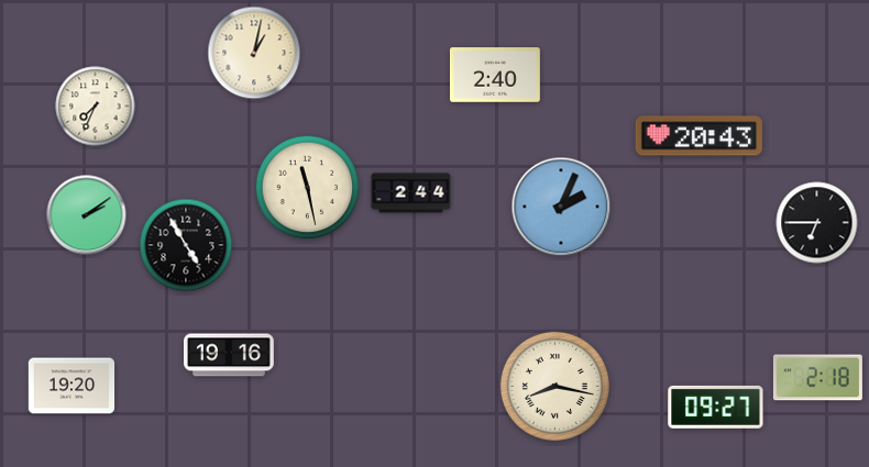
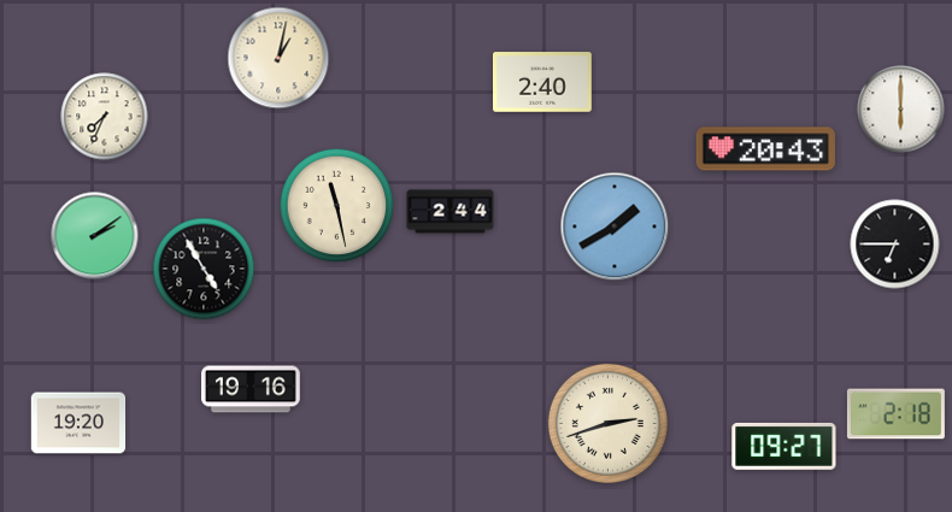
clock at (901, 110): none -> 6:00
clock at (561, 207): 2:04 -> 1:40
clock at (554, 386): 8:17 -> 2:42
